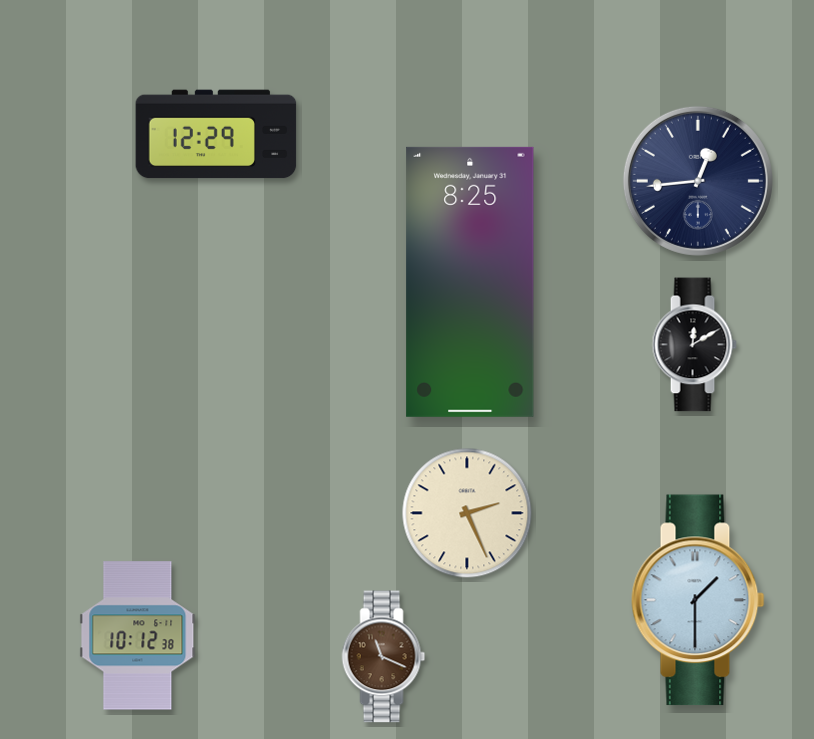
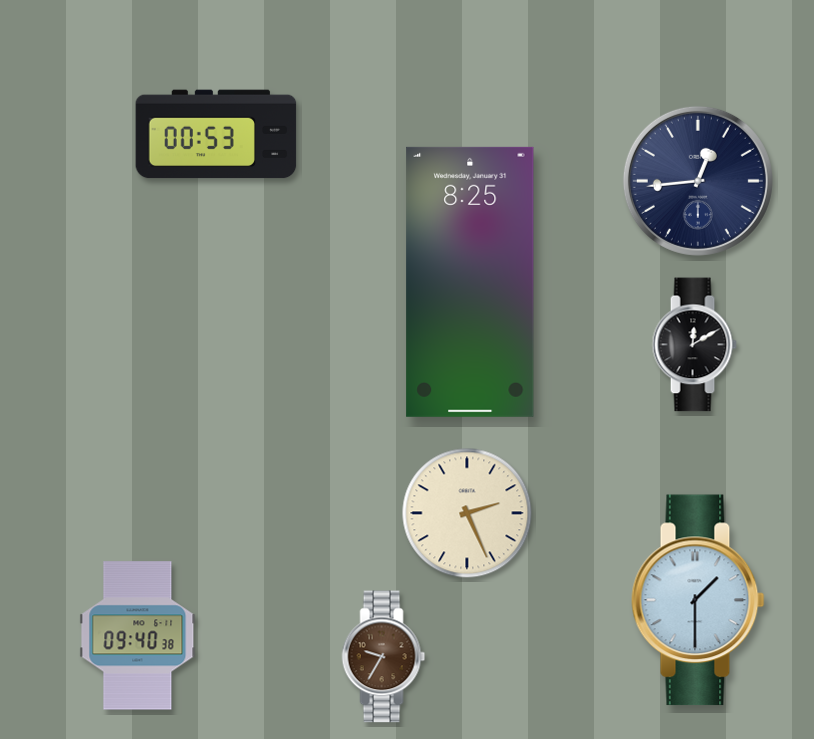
clock at (216, 134): 12:29 -> 00:53
clock at (138, 636): 10:12 -> 09:40
clock at (384, 657): 11:19 -> 9:35
